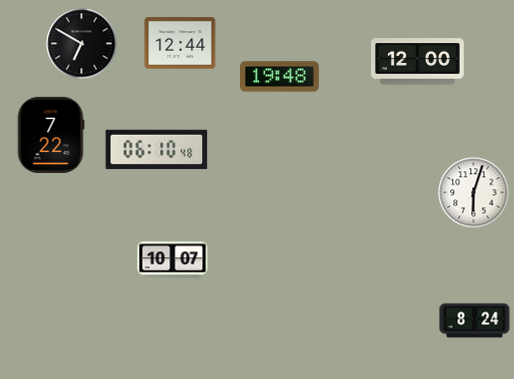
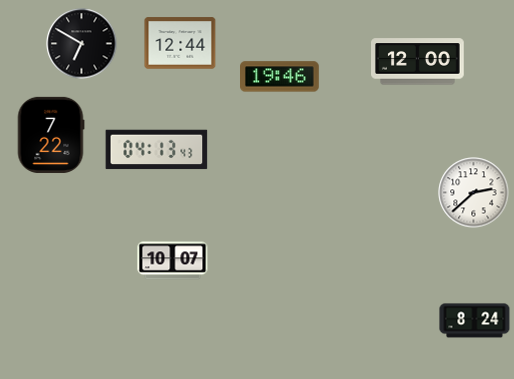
clock at (280, 77): 19:48 -> 19:46
clock at (157, 150): 06:10 -> 04:13
clock at (474, 193): 6:03 -> 2:38
